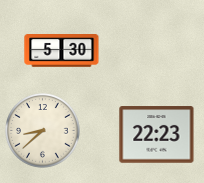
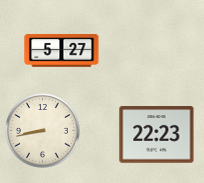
clock at (62, 51): 5:30 -> 5:27
clock at (43, 131): 8:38 -> 8:43
